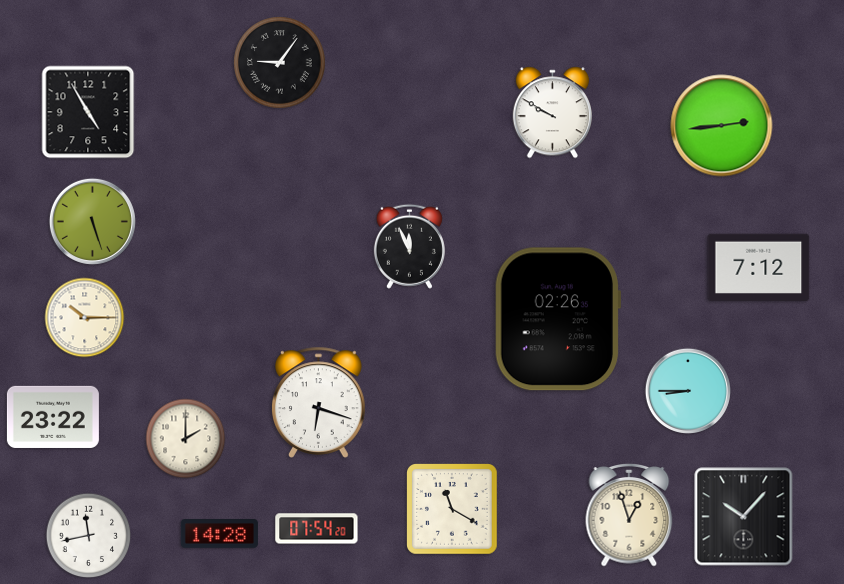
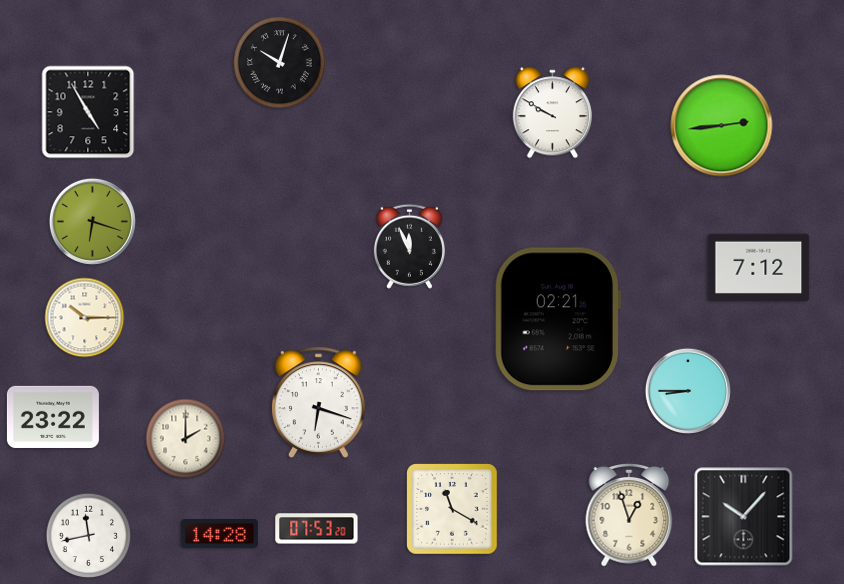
clock at (280, 63): 9:06 -> 10:03
clock at (92, 221): 5:27 -> 6:18
clock at (557, 319): 02:26 -> 02:21
clock at (317, 529): 07:54 -> 07:53
